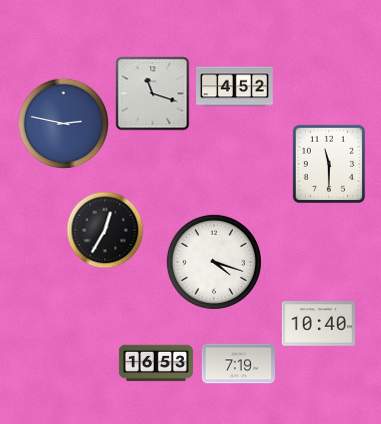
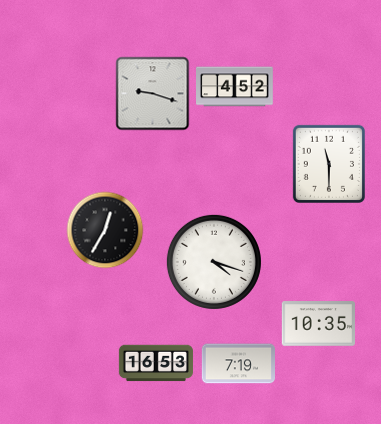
clock at (153, 94): 11:18 -> 9:18
clock at (63, 123): 2:47 -> none
clock at (318, 324): 10:40 -> 10:35
